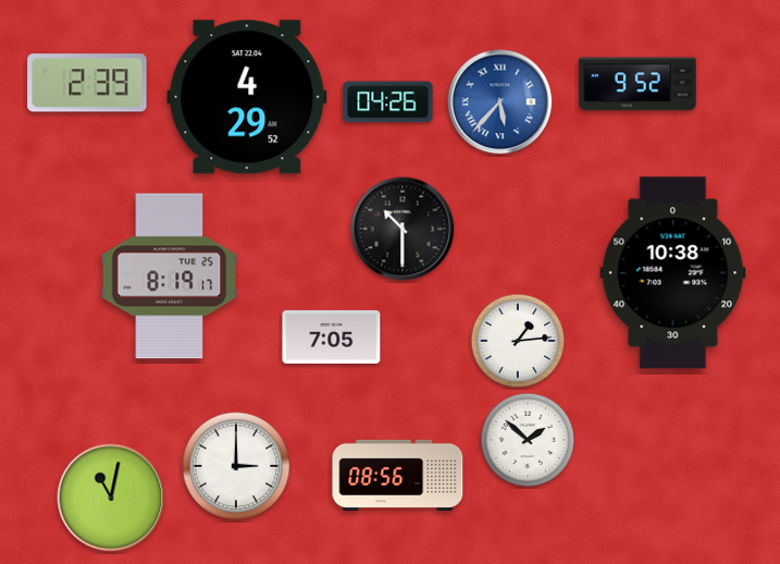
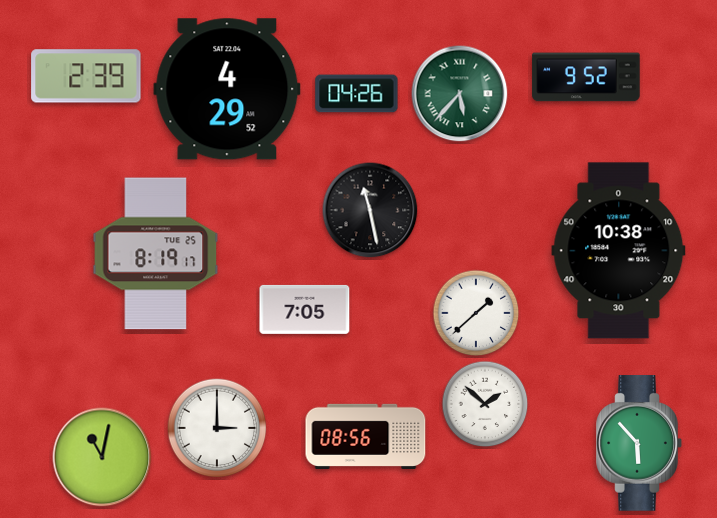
clock at (87, 83) position: (87, 83) -> (86, 76)
clock at (500, 102) dial: blue -> green
clock at (403, 229): 10:30 -> 11:28
clock at (518, 341): 1:14 -> 1:38
clock at (639, 443): none -> 5:53
